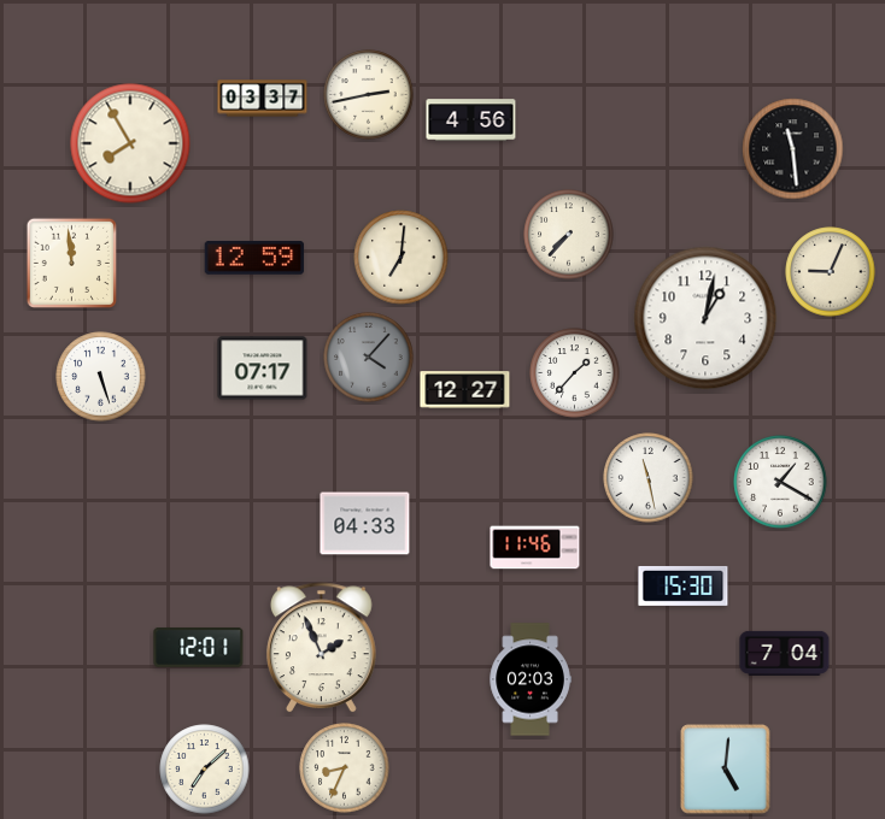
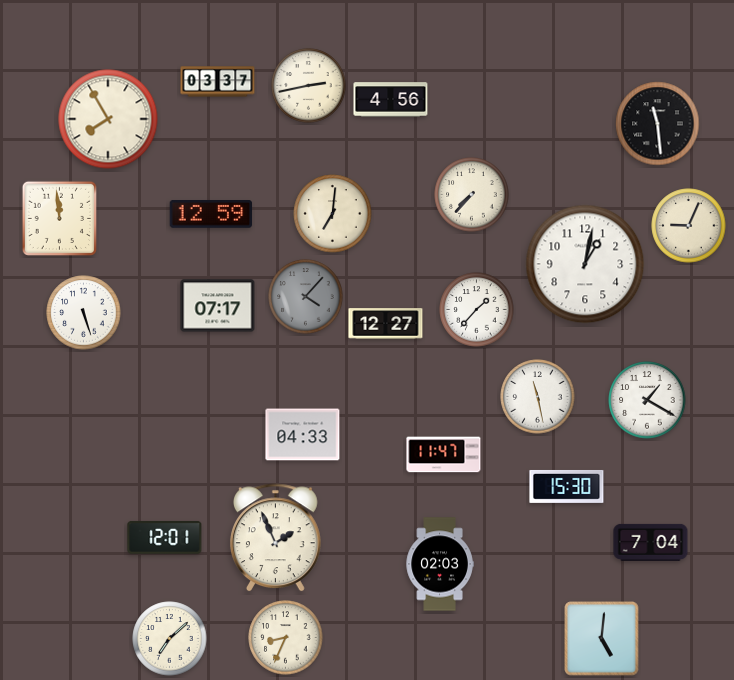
clock at (369, 95) position: (369, 95) -> (309, 86)
clock at (535, 548): 11:46 -> 11:47
clock at (321, 648) position: (321, 648) -> (275, 538)
